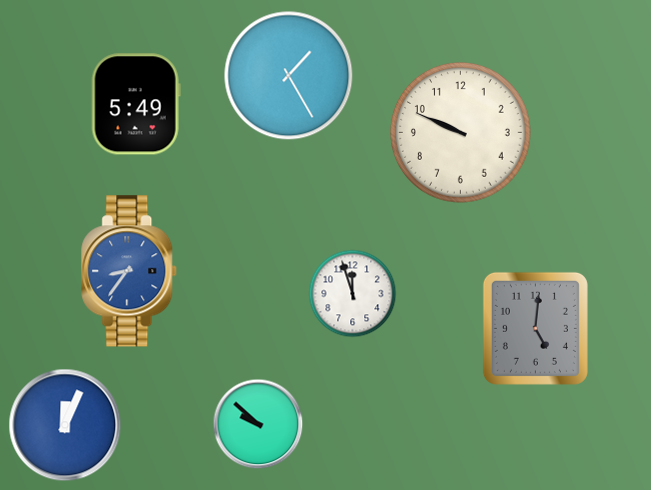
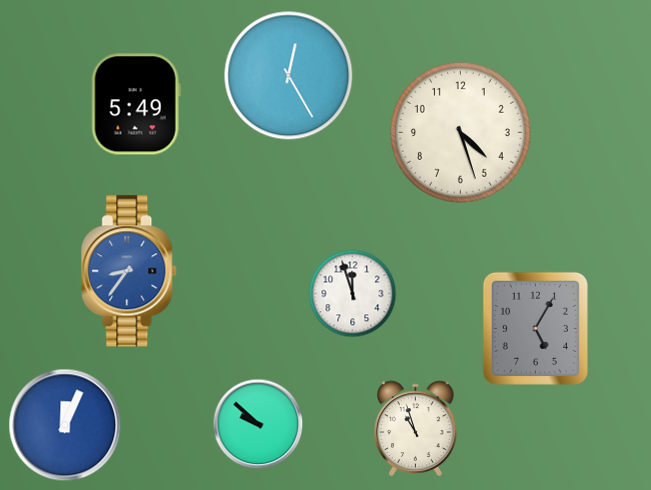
clock at (289, 76): 1:25 -> 12:25
clock at (460, 132): 9:49 -> 4:27
clock at (535, 328): 5:01 -> 5:05
clock at (416, 429): none -> 10:57
